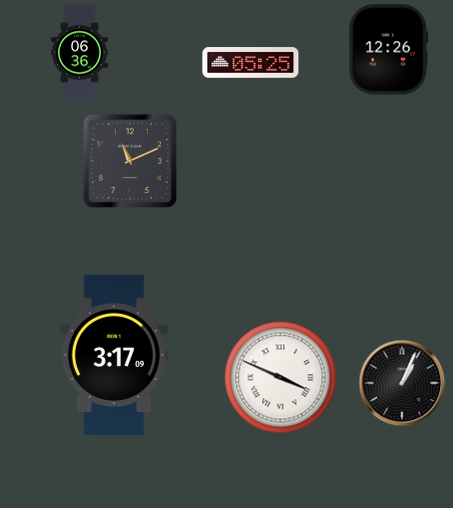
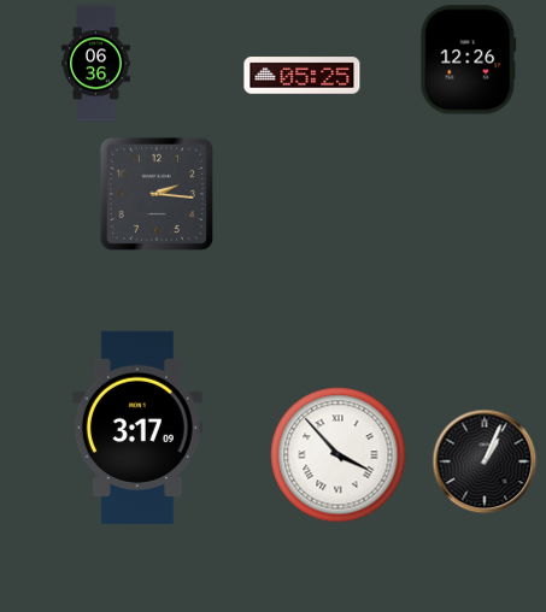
clock at (130, 161): 11:11 -> 2:16
clock at (281, 378): 3:49 -> 3:53
